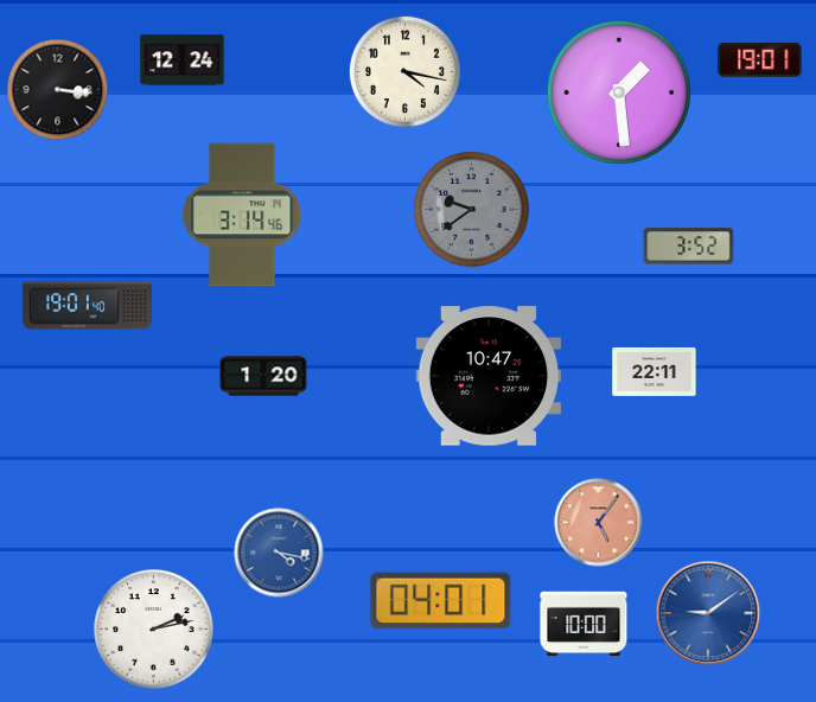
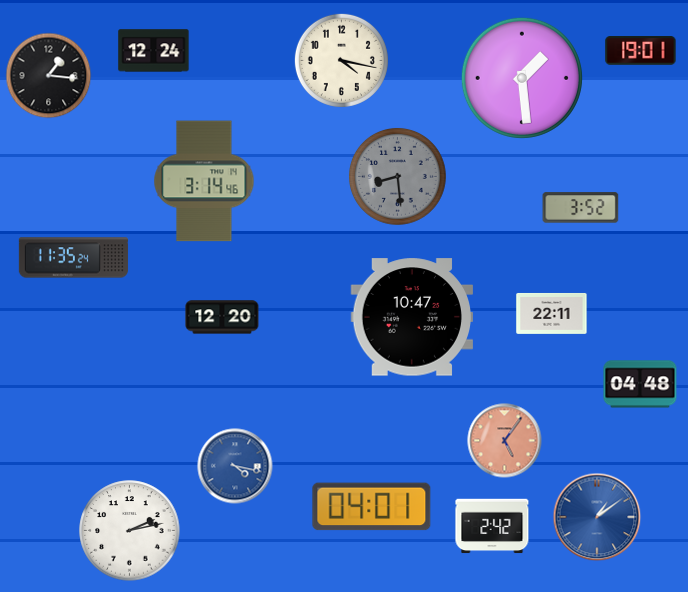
clock at (58, 90): 3:16 -> 1:16
clock at (471, 209): 9:39 -> 8:29
clock at (87, 306): 19:01 -> 11:35
clock at (263, 376): 1:20 -> 12:20
clock at (640, 384): none -> 04:48
clock at (708, 613): 9:09 -> 1:09
clock at (584, 624): 10:00 -> 2:42
